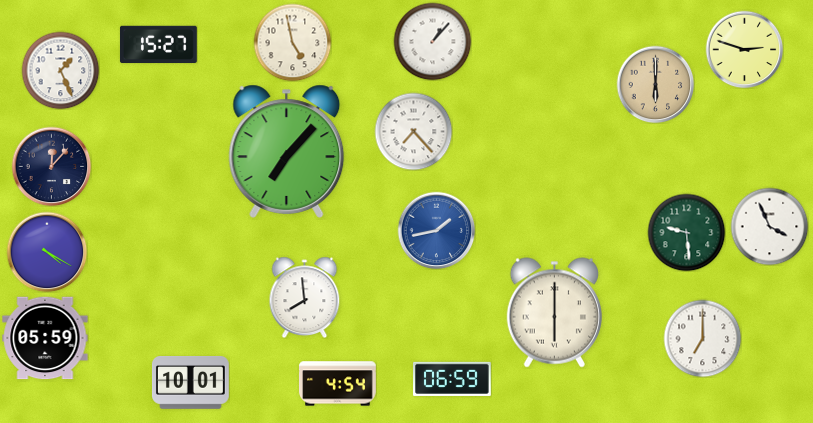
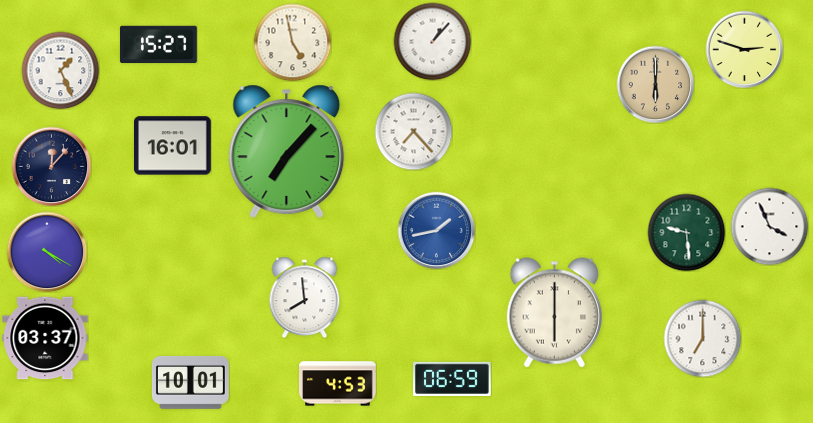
clock at (173, 146): none -> 16:01
clock at (45, 338): 05:59 -> 03:37
clock at (338, 384): 4:54 -> 4:53
